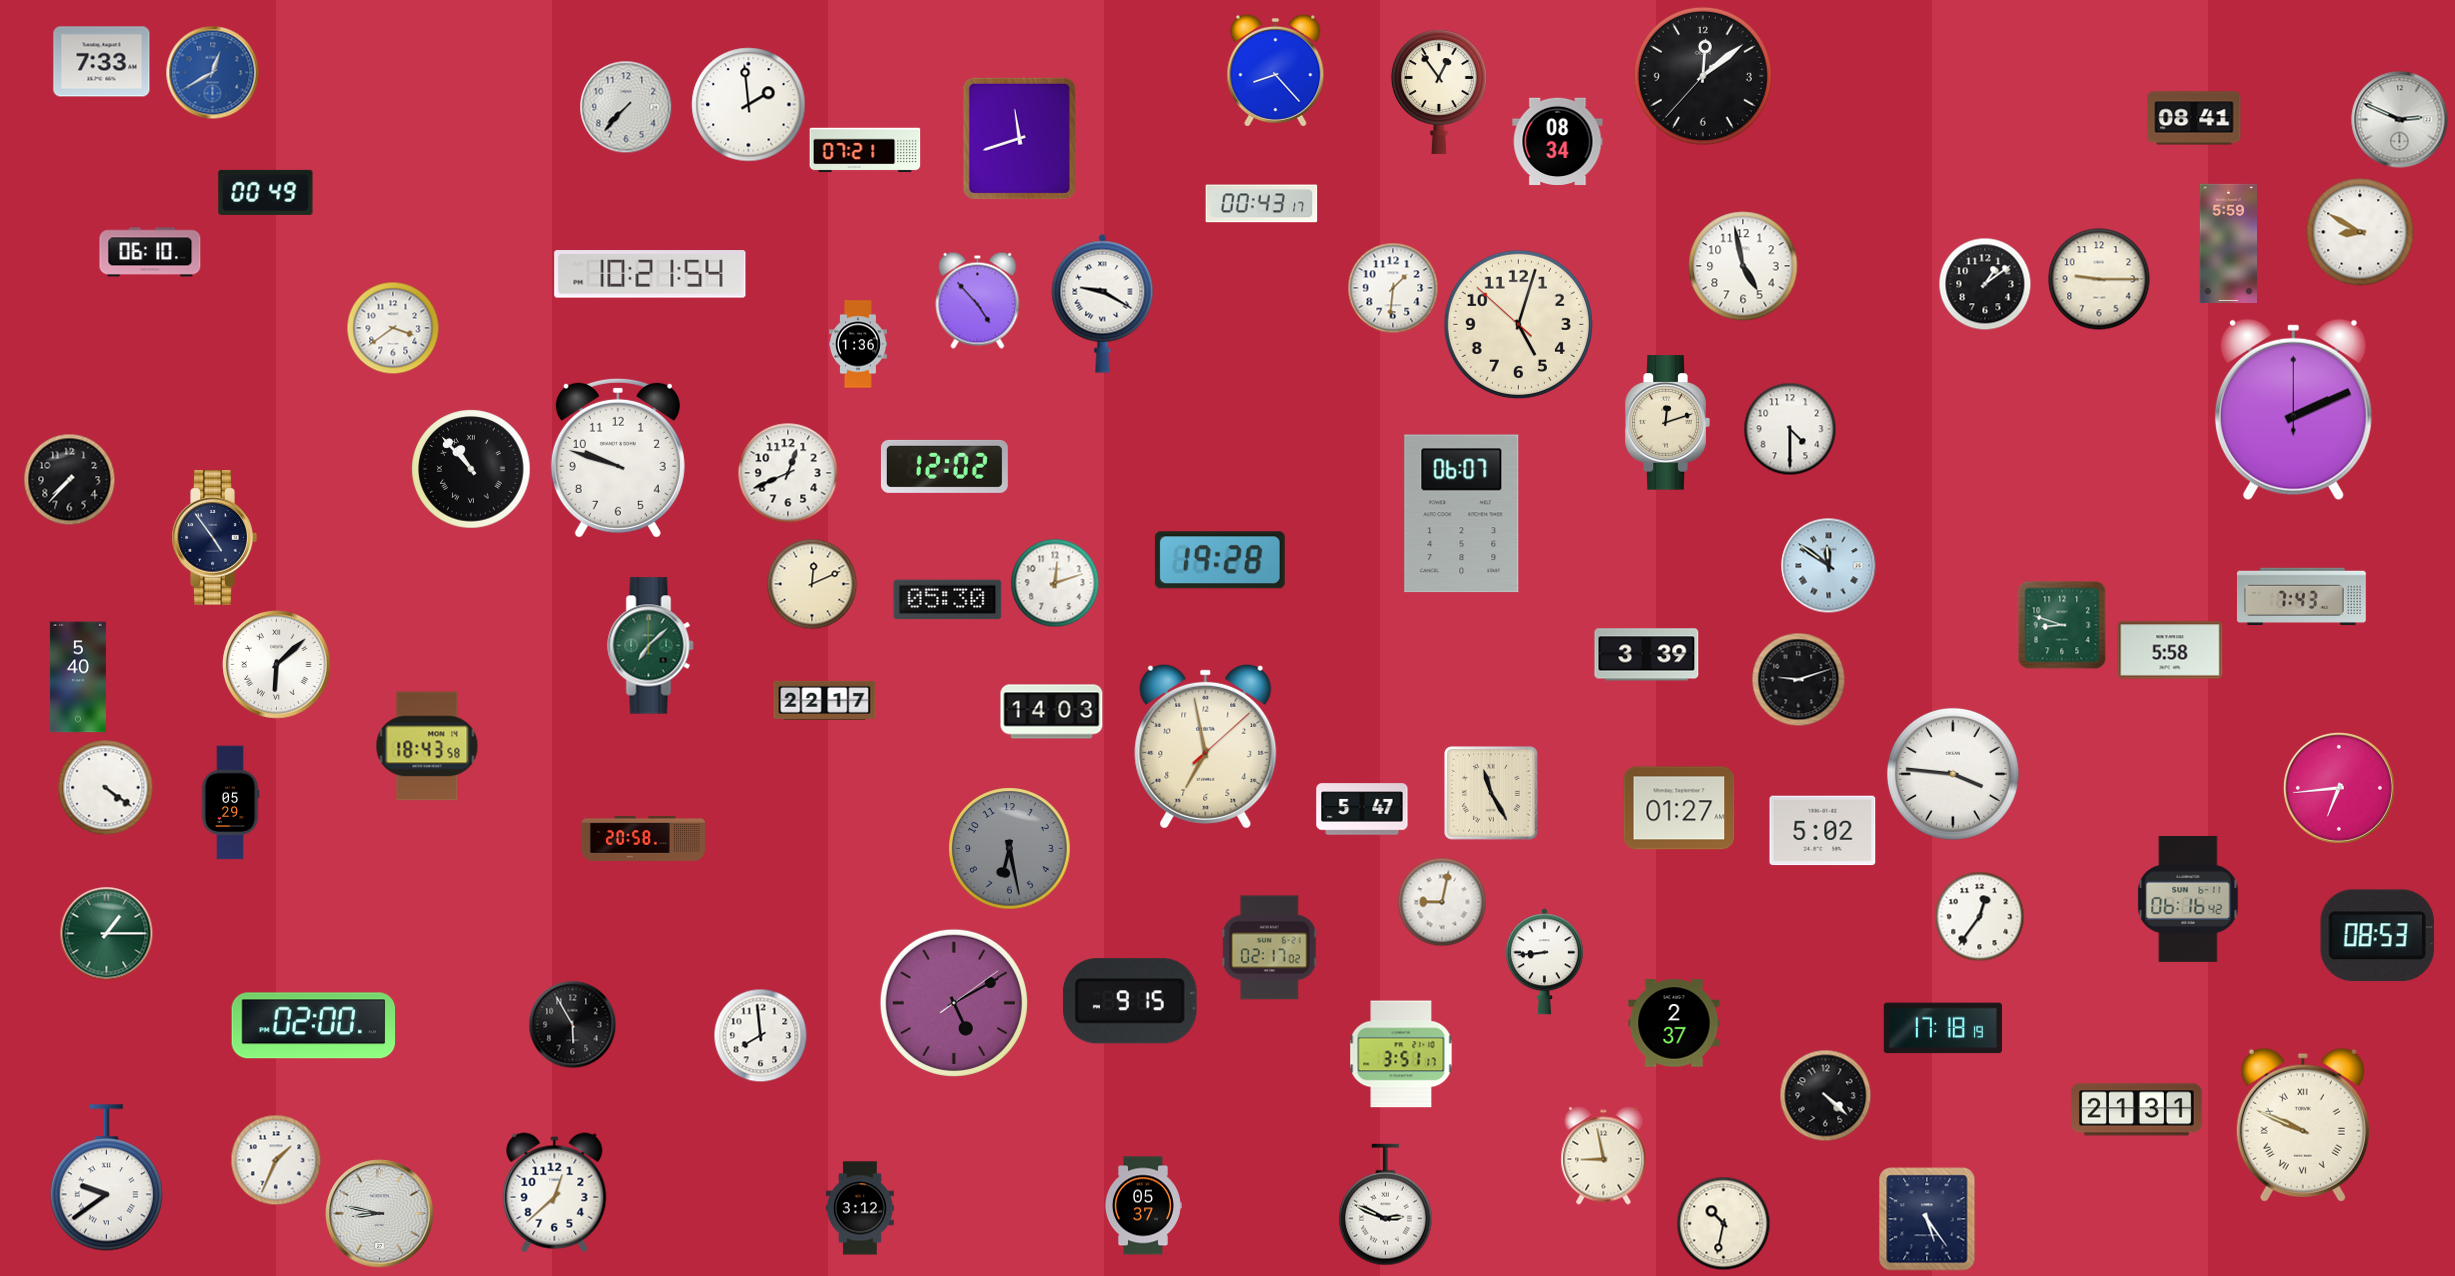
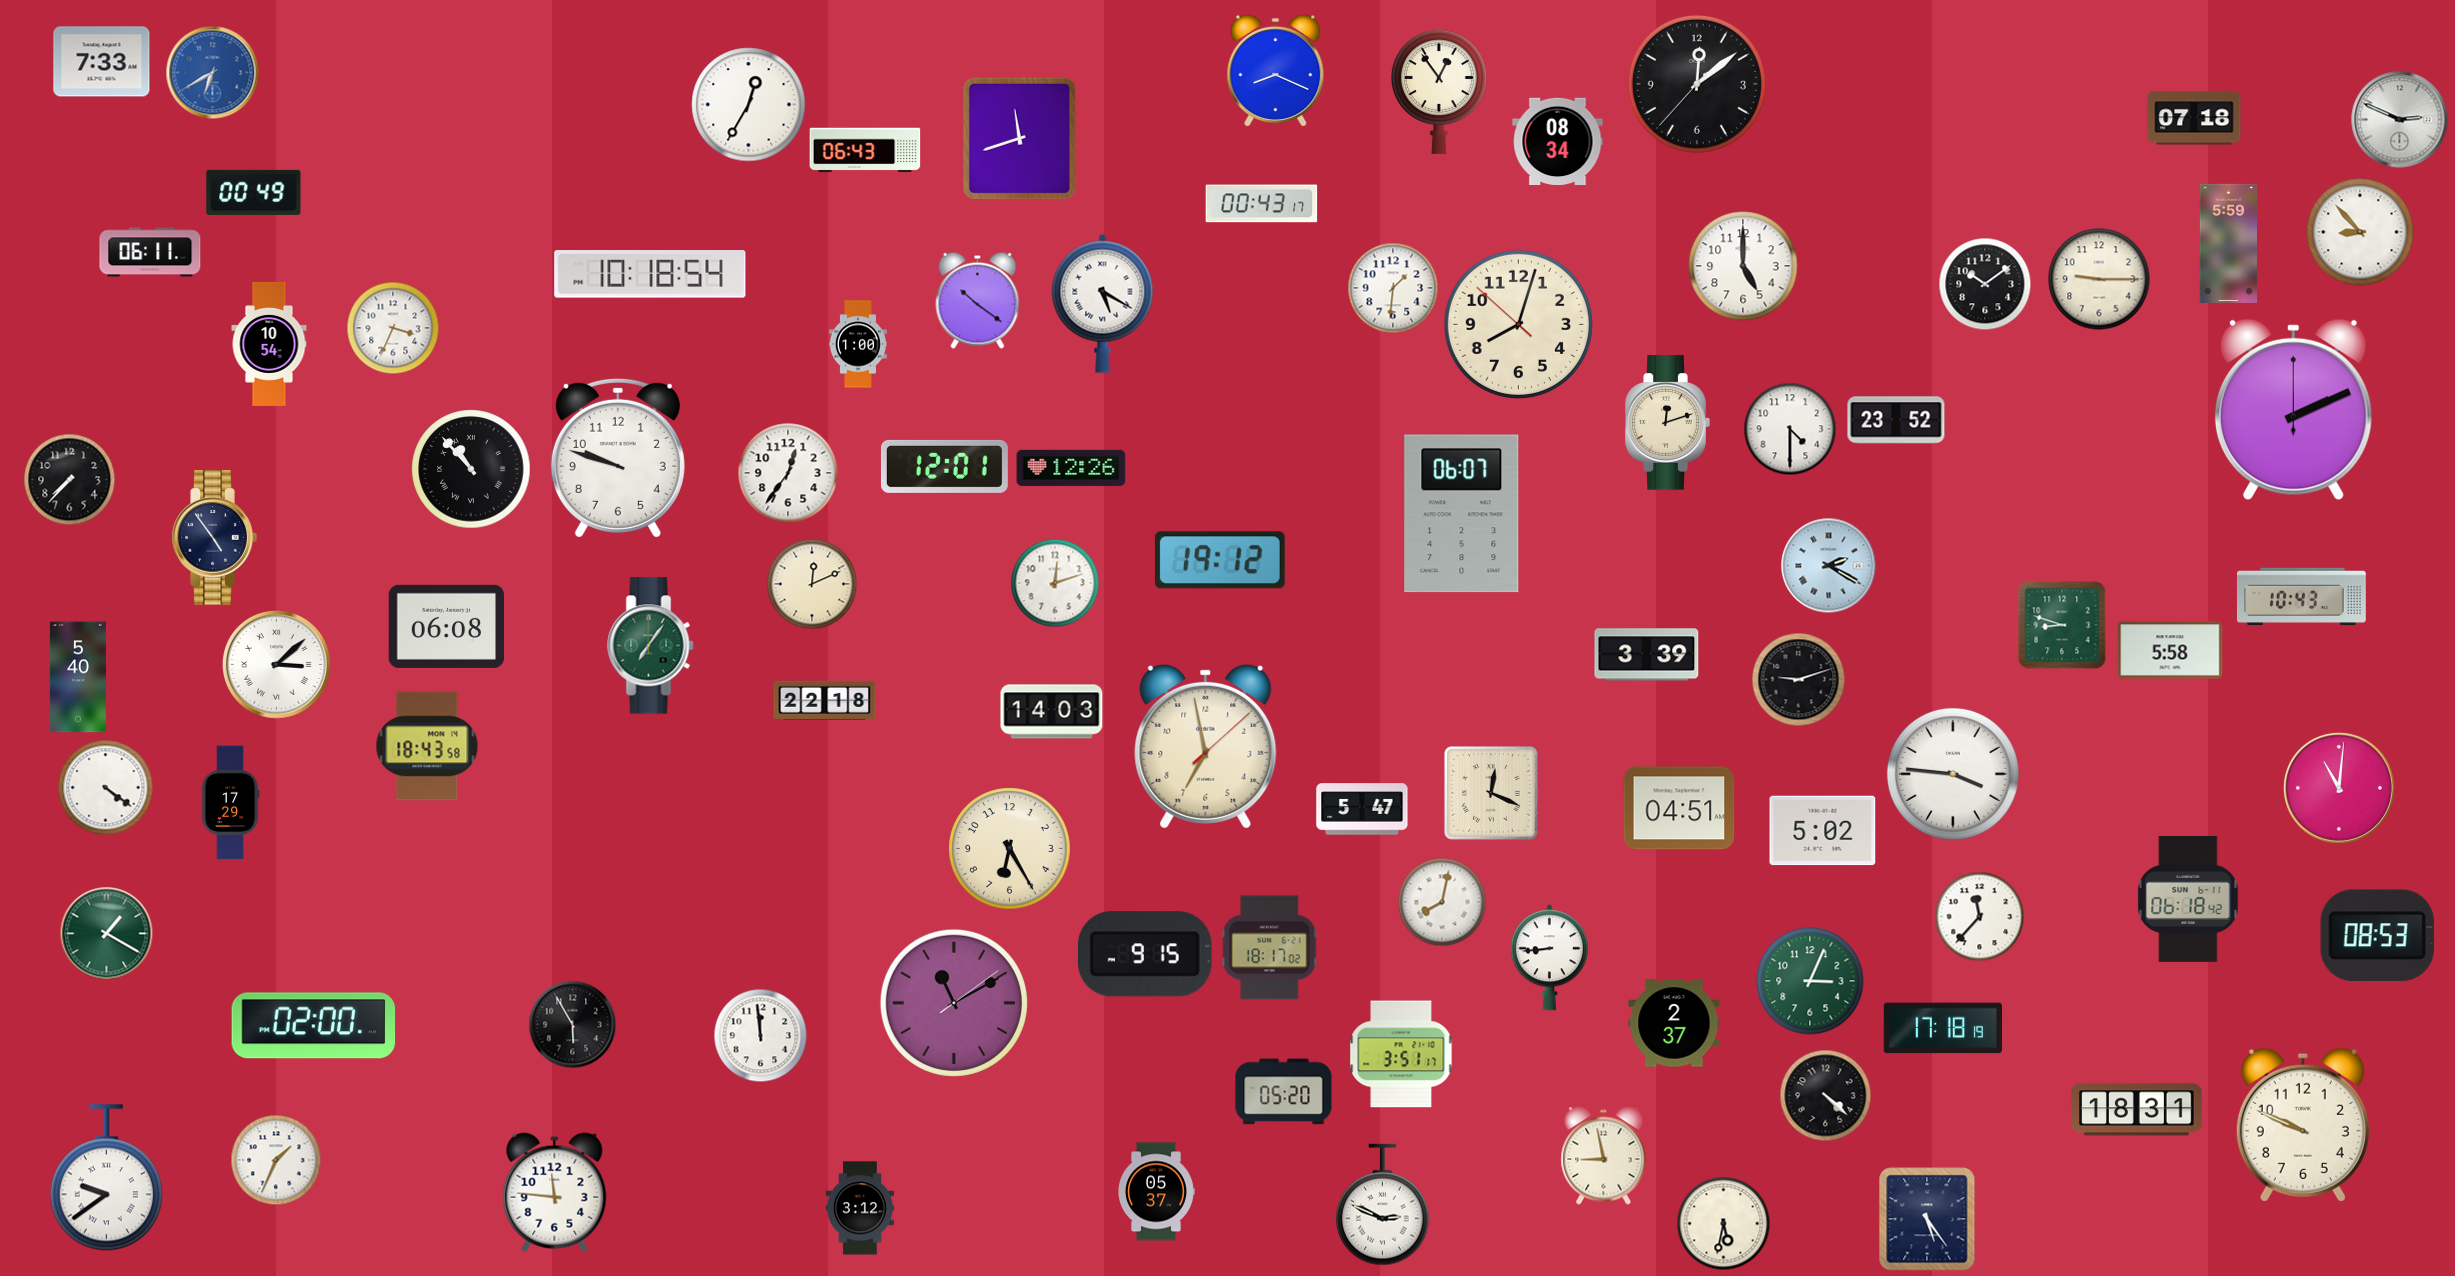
clock at (1276, 70): 8:23 -> 8:19
clock at (212, 72): 12:40 -> 6:40
clock at (1703, 76) position: (1703, 76) -> (1697, 84)
clock at (749, 105): 1:59 -> 12:35
clock at (626, 107): 7:37 -> none
clock at (2194, 118): 08:41 -> 07:18
clock at (865, 150): 07:21 -> 06:43
clock at (266, 192) position: (266, 192) -> (254, 192)
clock at (2360, 232): 8:50 -> 8:53
clock at (150, 252): 06:10 -> 06:11
clock at (1743, 266): 4:58 -> 5:00
clock at (650, 274): 10:21 -> 10:18
clock at (1985, 284): 1:09 -> 10:09
clock at (978, 300): 4:53 -> 10:21
clock at (1103, 303): 9:20 -> 5:20
clock at (1518, 324): 5:02 -> 8:02
clock at (393, 328): 3:39 -> 3:34
clock at (269, 344): none -> 10:54
clock at (858, 344): 1:36 -> 1:00
clock at (1896, 420): none -> 23:52
clock at (944, 466): 12:02 -> 12:01
clock at (1071, 468): none -> 12:26
clock at (788, 473): 12:41 -> 12:36
clock at (1220, 560): 19:28 -> 19:12
clock at (1828, 565): 11:51 -> 2:20
clock at (2301, 597): 7:43 -> 10:43
clock at (948, 600): 05:30 -> none
clock at (447, 626): none -> 06:08
clock at (651, 646): 7:08 -> 7:06
clock at (277, 665): 6:08 -> 3:08
clock at (825, 700): 22:17 -> 22:18
clock at (2339, 788): 6:44 -> 11:01
clock at (1492, 794): 11:25 -> 12:19
clock at (230, 803): 05:29 -> 17:29
clock at (1679, 808): 01:27 -> 04:51
clock at (643, 838): 20:58 -> none
clock at (1010, 849): 6:28 -> 6:25
clock at (1010, 849) dial: grey -> cream
clock at (2188, 899): 06:16 -> 06:18
clock at (1442, 902): 9:02 -> 8:02
clock at (1979, 916): 12:36 -> 11:37
clock at (106, 933): 1:15 -> 1:20
clock at (1269, 948): 02:17 -> 18:17
clock at (1544, 962) position: (1544, 962) -> (1549, 958)
clock at (1810, 981): none -> 3:04
clock at (1130, 1001) position: (1130, 1001) -> (1145, 954)
clock at (954, 1003): 5:10 -> 11:10
clock at (760, 1035): 7:59 -> 11:59
clock at (1284, 1092): none -> 05:20
clock at (2137, 1110): 21:31 -> 18:31
clock at (2303, 1125) numerals: Roman -> Arabic
clock at (555, 1193): 12:38 -> 11:46
clock at (1386, 1205) position: (1386, 1205) -> (1383, 1205)
clock at (1144, 1206) position: (1144, 1206) -> (1157, 1192)
clock at (380, 1214): 8:47 -> none
clock at (1723, 1223): 10:32 -> 5:32
